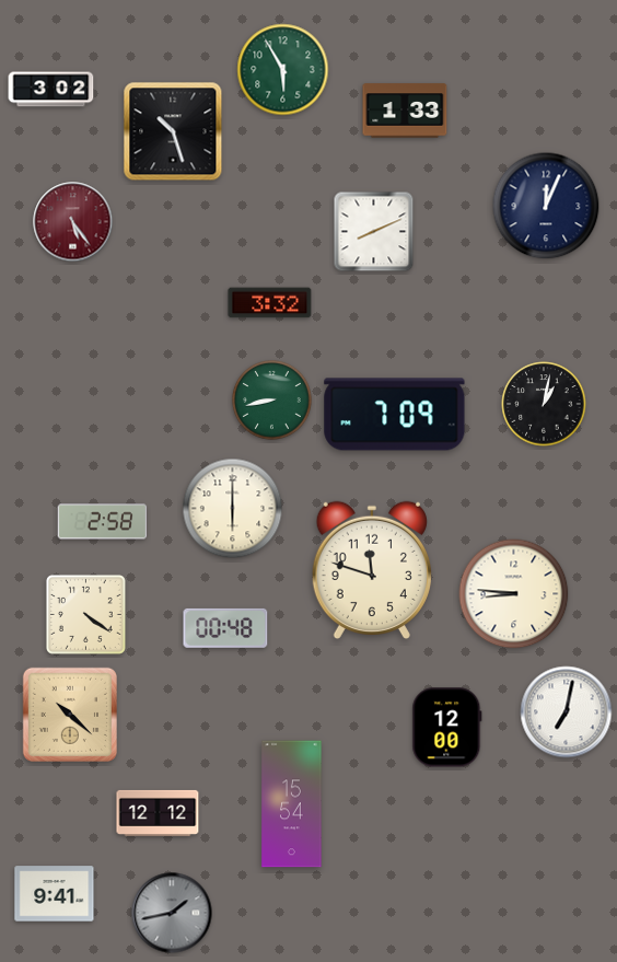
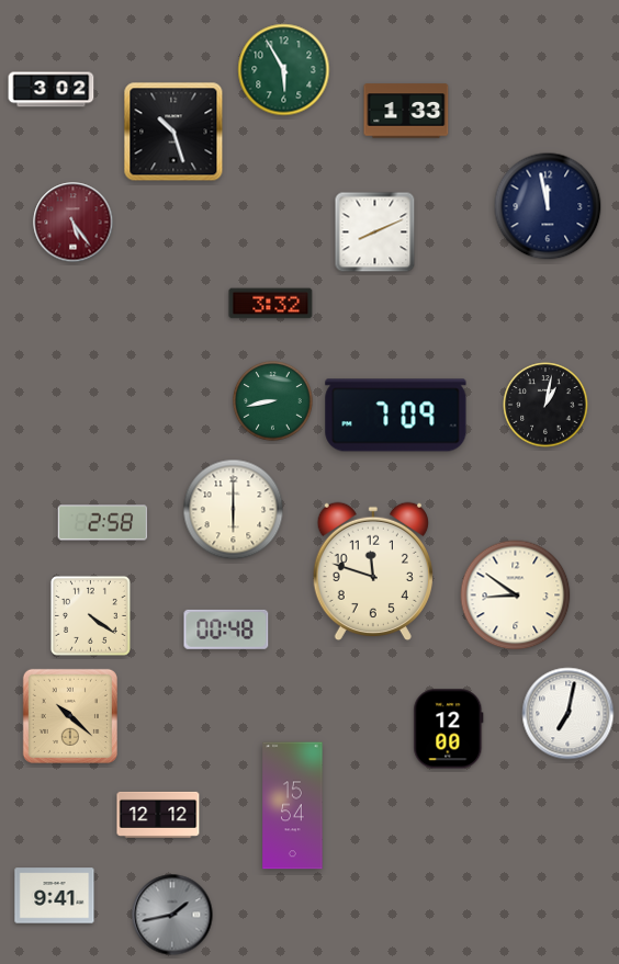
clock at (546, 206): 12:04 -> 11:58
clock at (514, 594): 8:46 -> 8:51
clock at (85, 614) position: (85, 614) -> (90, 615)
